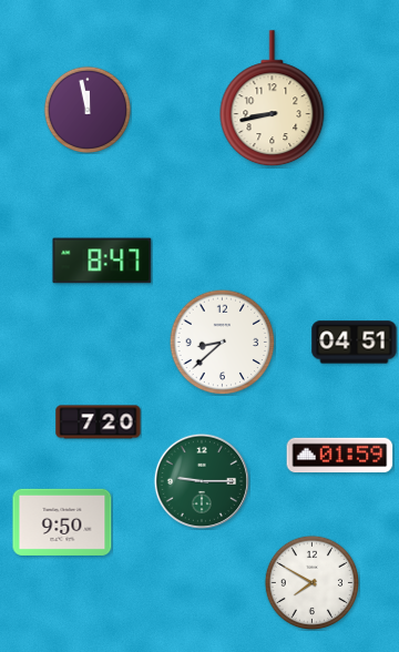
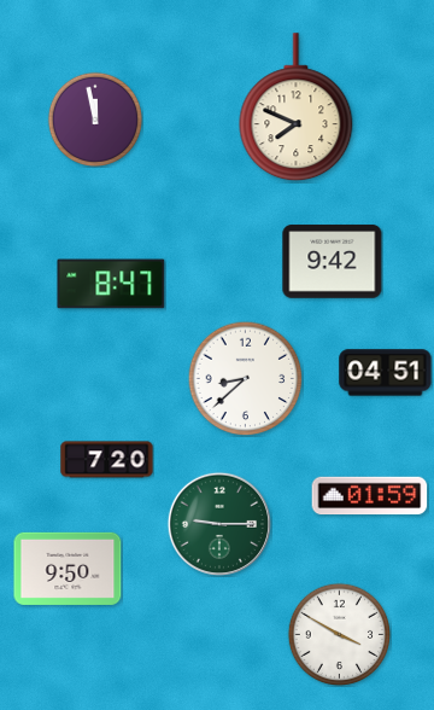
clock at (273, 99): 8:43 -> 7:49
clock at (333, 262): none -> 9:42
clock at (222, 342) position: (222, 342) -> (245, 378)
clock at (311, 582): 7:50 -> 3:50
